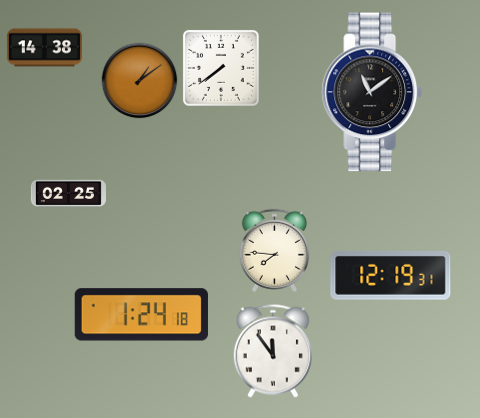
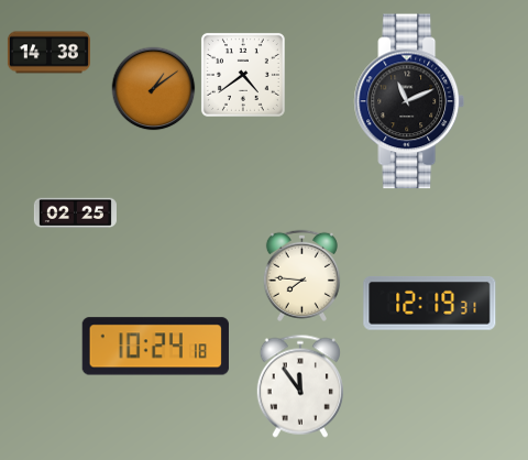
clock at (221, 68): 7:39 -> 4:39
clock at (372, 92): 11:09 -> 11:11
clock at (141, 315): 1:24 -> 10:24
